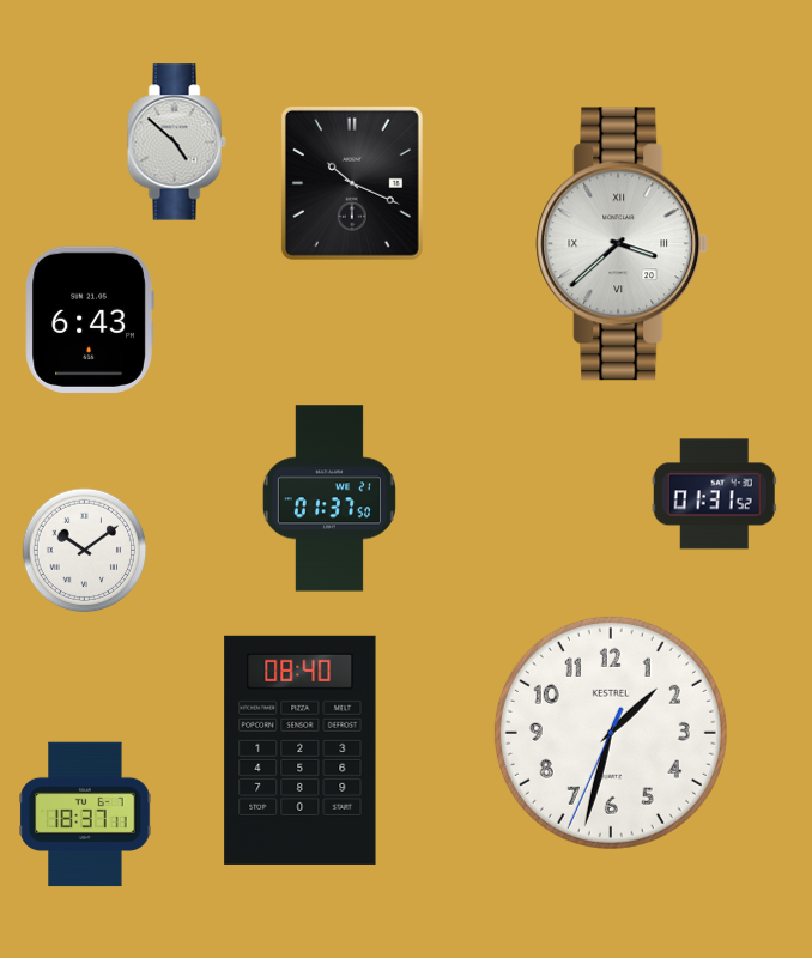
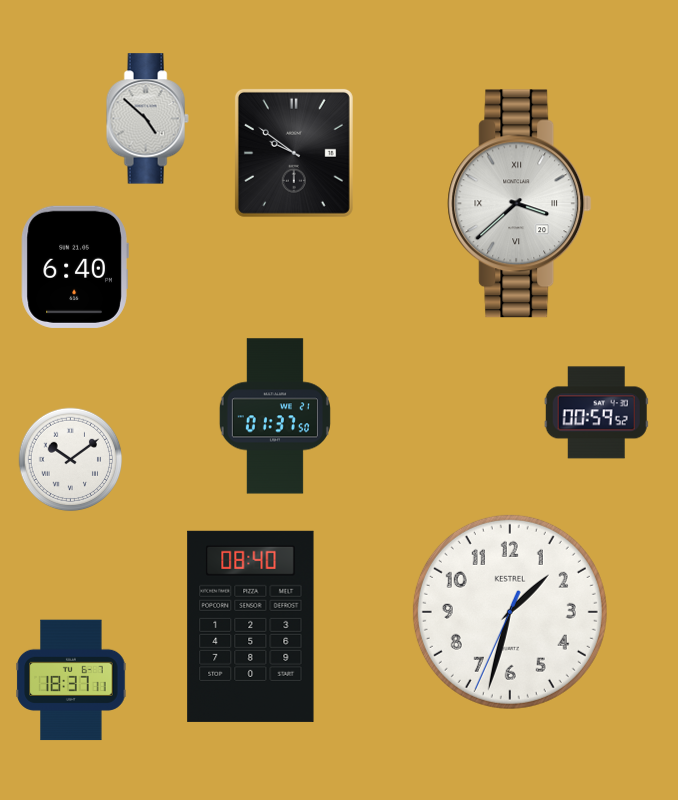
clock at (352, 183): 10:19 -> 9:51
clock at (90, 320): 6:43 -> 6:40
clock at (714, 495): 01:31 -> 00:59
